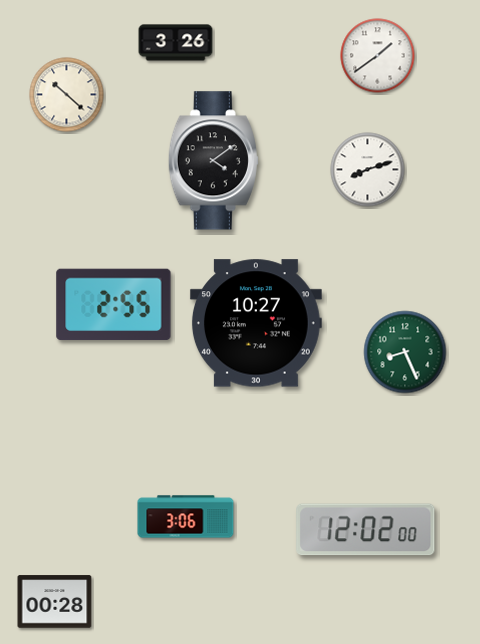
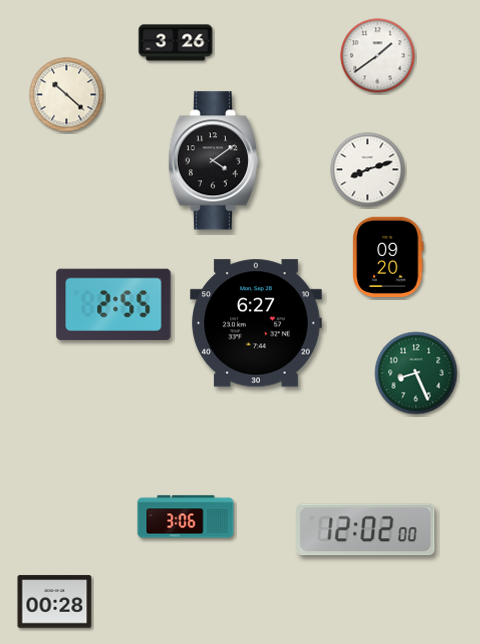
clock at (388, 256): none -> 09:20
clock at (256, 323): 10:27 -> 6:27
clock at (405, 352) position: (405, 352) -> (416, 373)
